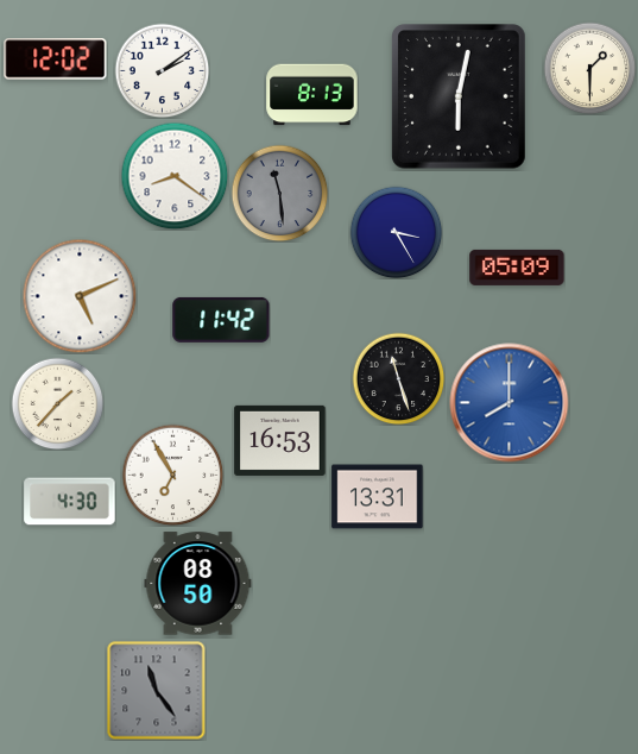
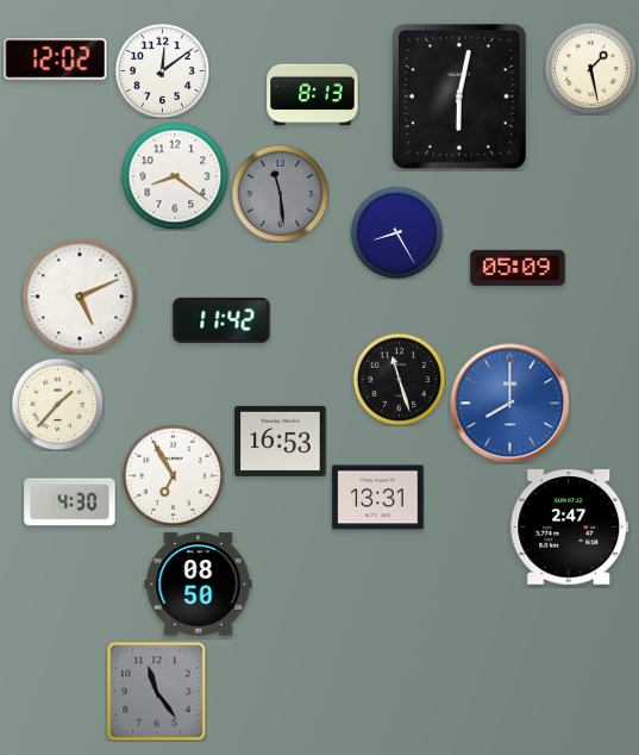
clock at (589, 68): 1:30 -> 1:28
clock at (162, 70): 2:09 -> 12:09
clock at (396, 232): 3:25 -> 8:25
clock at (570, 528): none -> 2:47
